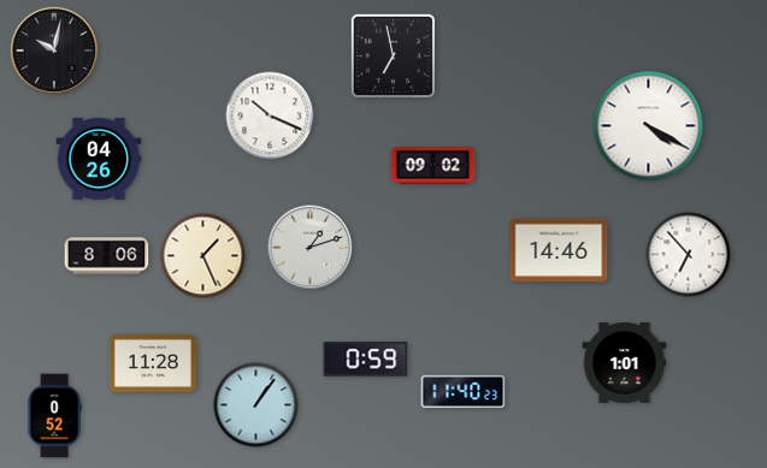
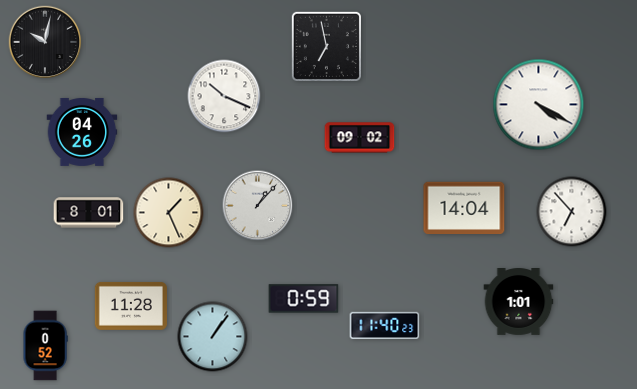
clock at (311, 248): 1:12 -> 1:07
clock at (559, 249): 14:46 -> 14:04
clock at (107, 256): 8:06 -> 8:01
clock at (153, 363) position: (153, 363) -> (131, 306)
